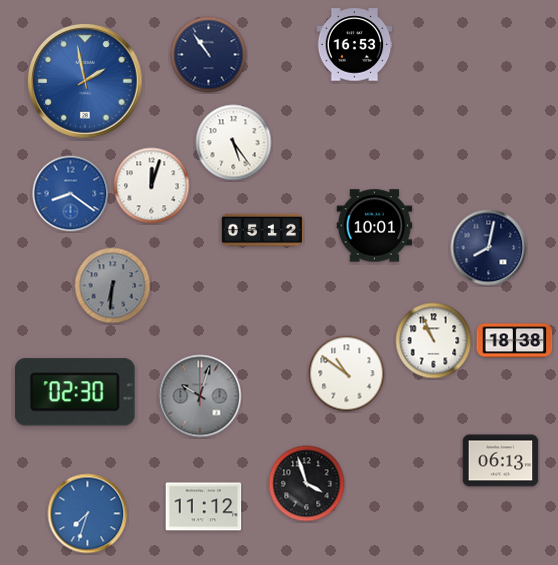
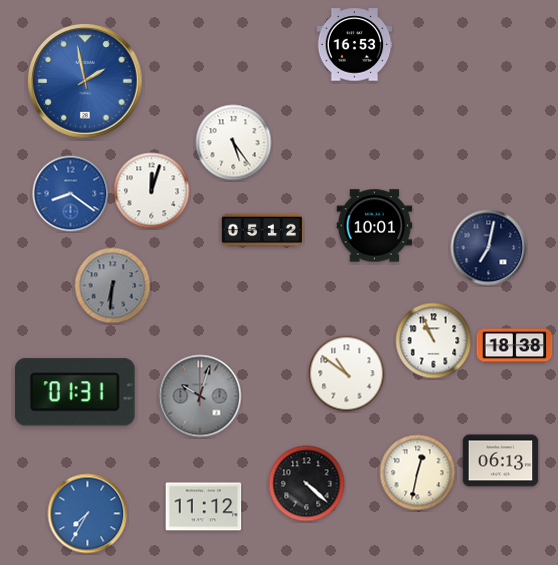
clock at (209, 55): 10:54 -> none
clock at (152, 186) position: (152, 186) -> (152, 191)
clock at (489, 248): 8:02 -> 7:02
clock at (515, 341) position: (515, 341) -> (515, 346)
clock at (75, 392): 02:30 -> 01:31
clock at (418, 473): none -> 12:32
clock at (307, 484): 3:57 -> 4:22
clock at (88, 514): 7:33 -> 7:35
